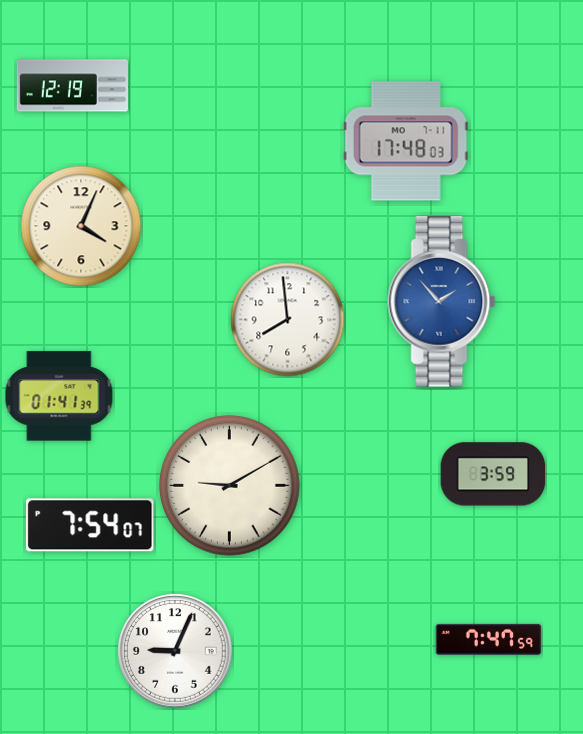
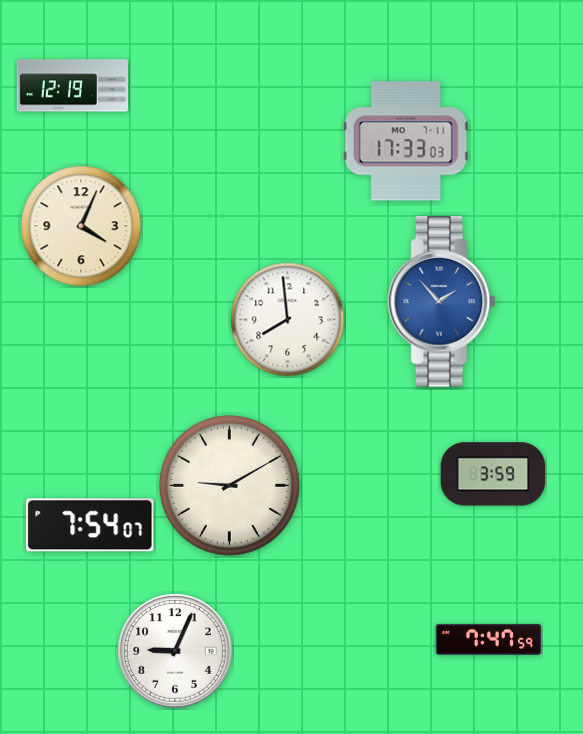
clock at (406, 141): 17:48 -> 17:33
clock at (59, 396): 01:41 -> none
